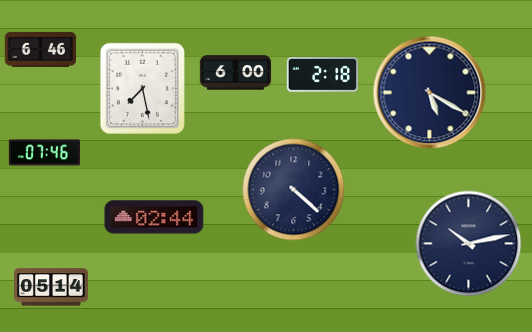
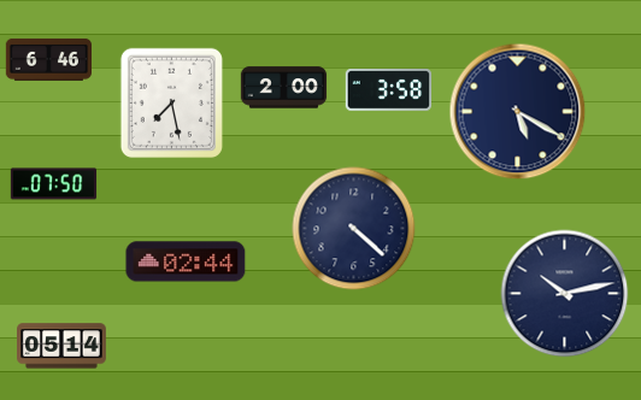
clock at (236, 73): 6:00 -> 2:00
clock at (322, 75): 2:18 -> 3:58
clock at (142, 88) position: (142, 88) -> (171, 102)
clock at (45, 153): 07:46 -> 07:50
